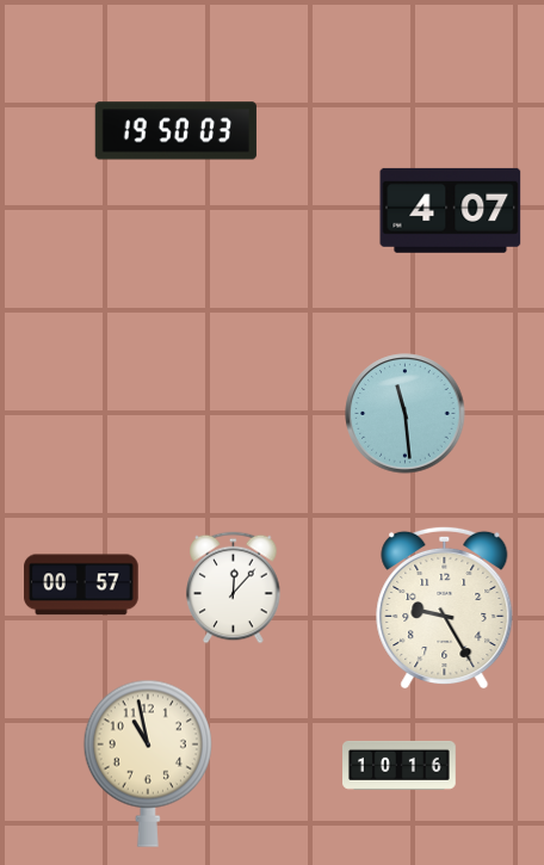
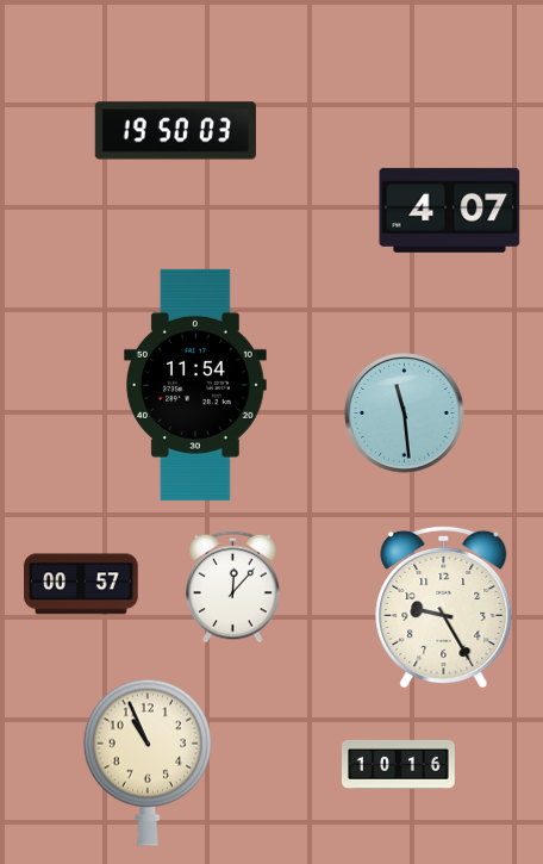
clock at (195, 385): none -> 11:54
clock at (148, 764): 10:58 -> 10:56
